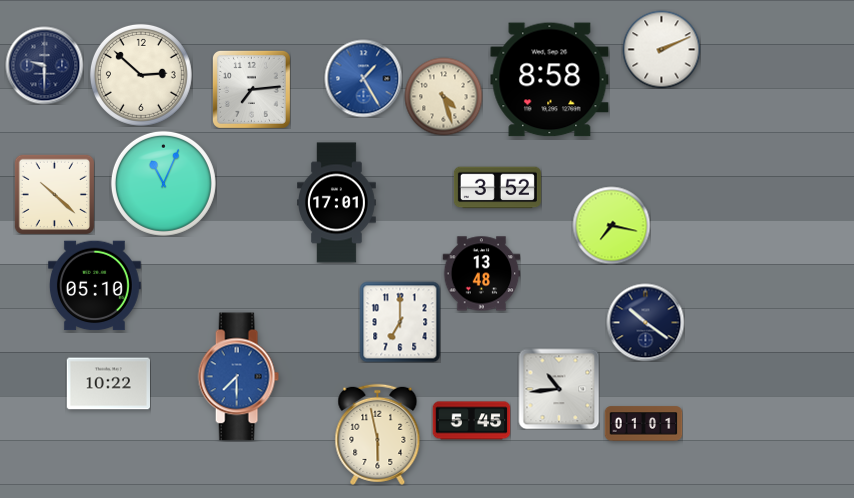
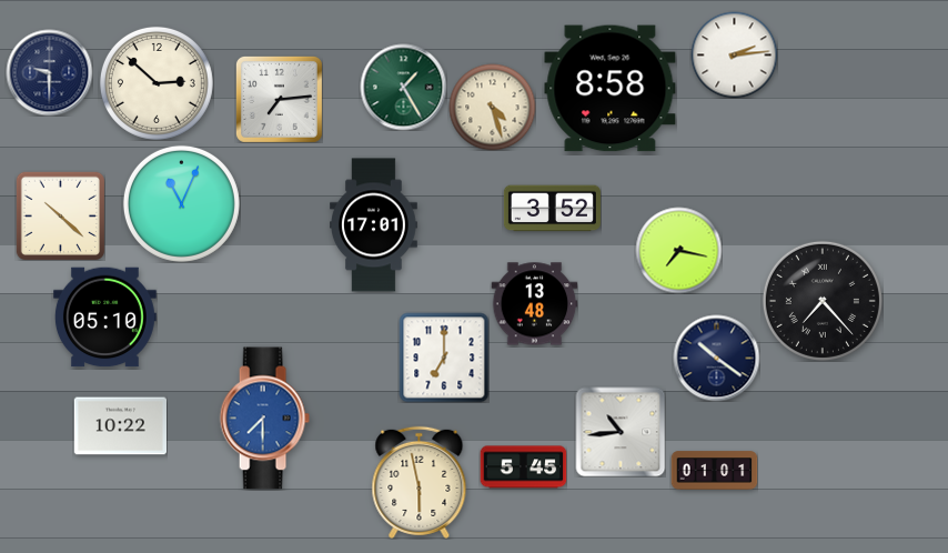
clock at (661, 49): 2:11 -> 2:14
clock at (363, 78) dial: blue -> green
clock at (823, 301): none -> 7:23
